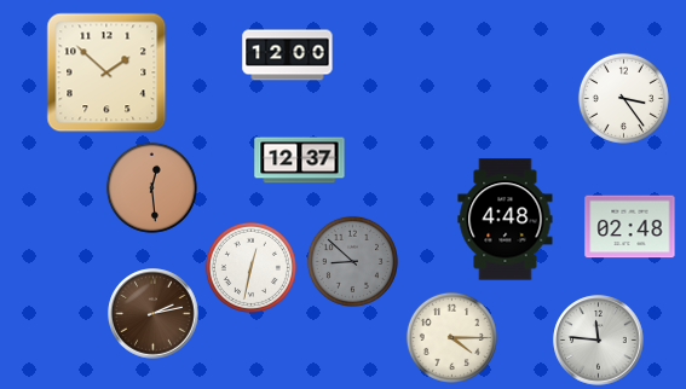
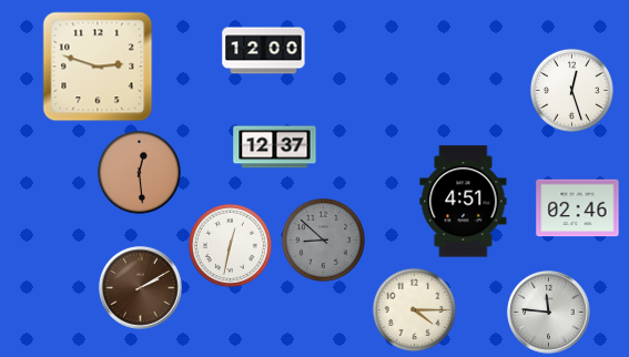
clock at (106, 72): 1:52 -> 2:48
clock at (623, 98): 3:24 -> 12:27
clock at (506, 220): 4:48 -> 4:51
clock at (630, 227): 02:48 -> 02:46
clock at (154, 314): 2:13 -> 2:10
